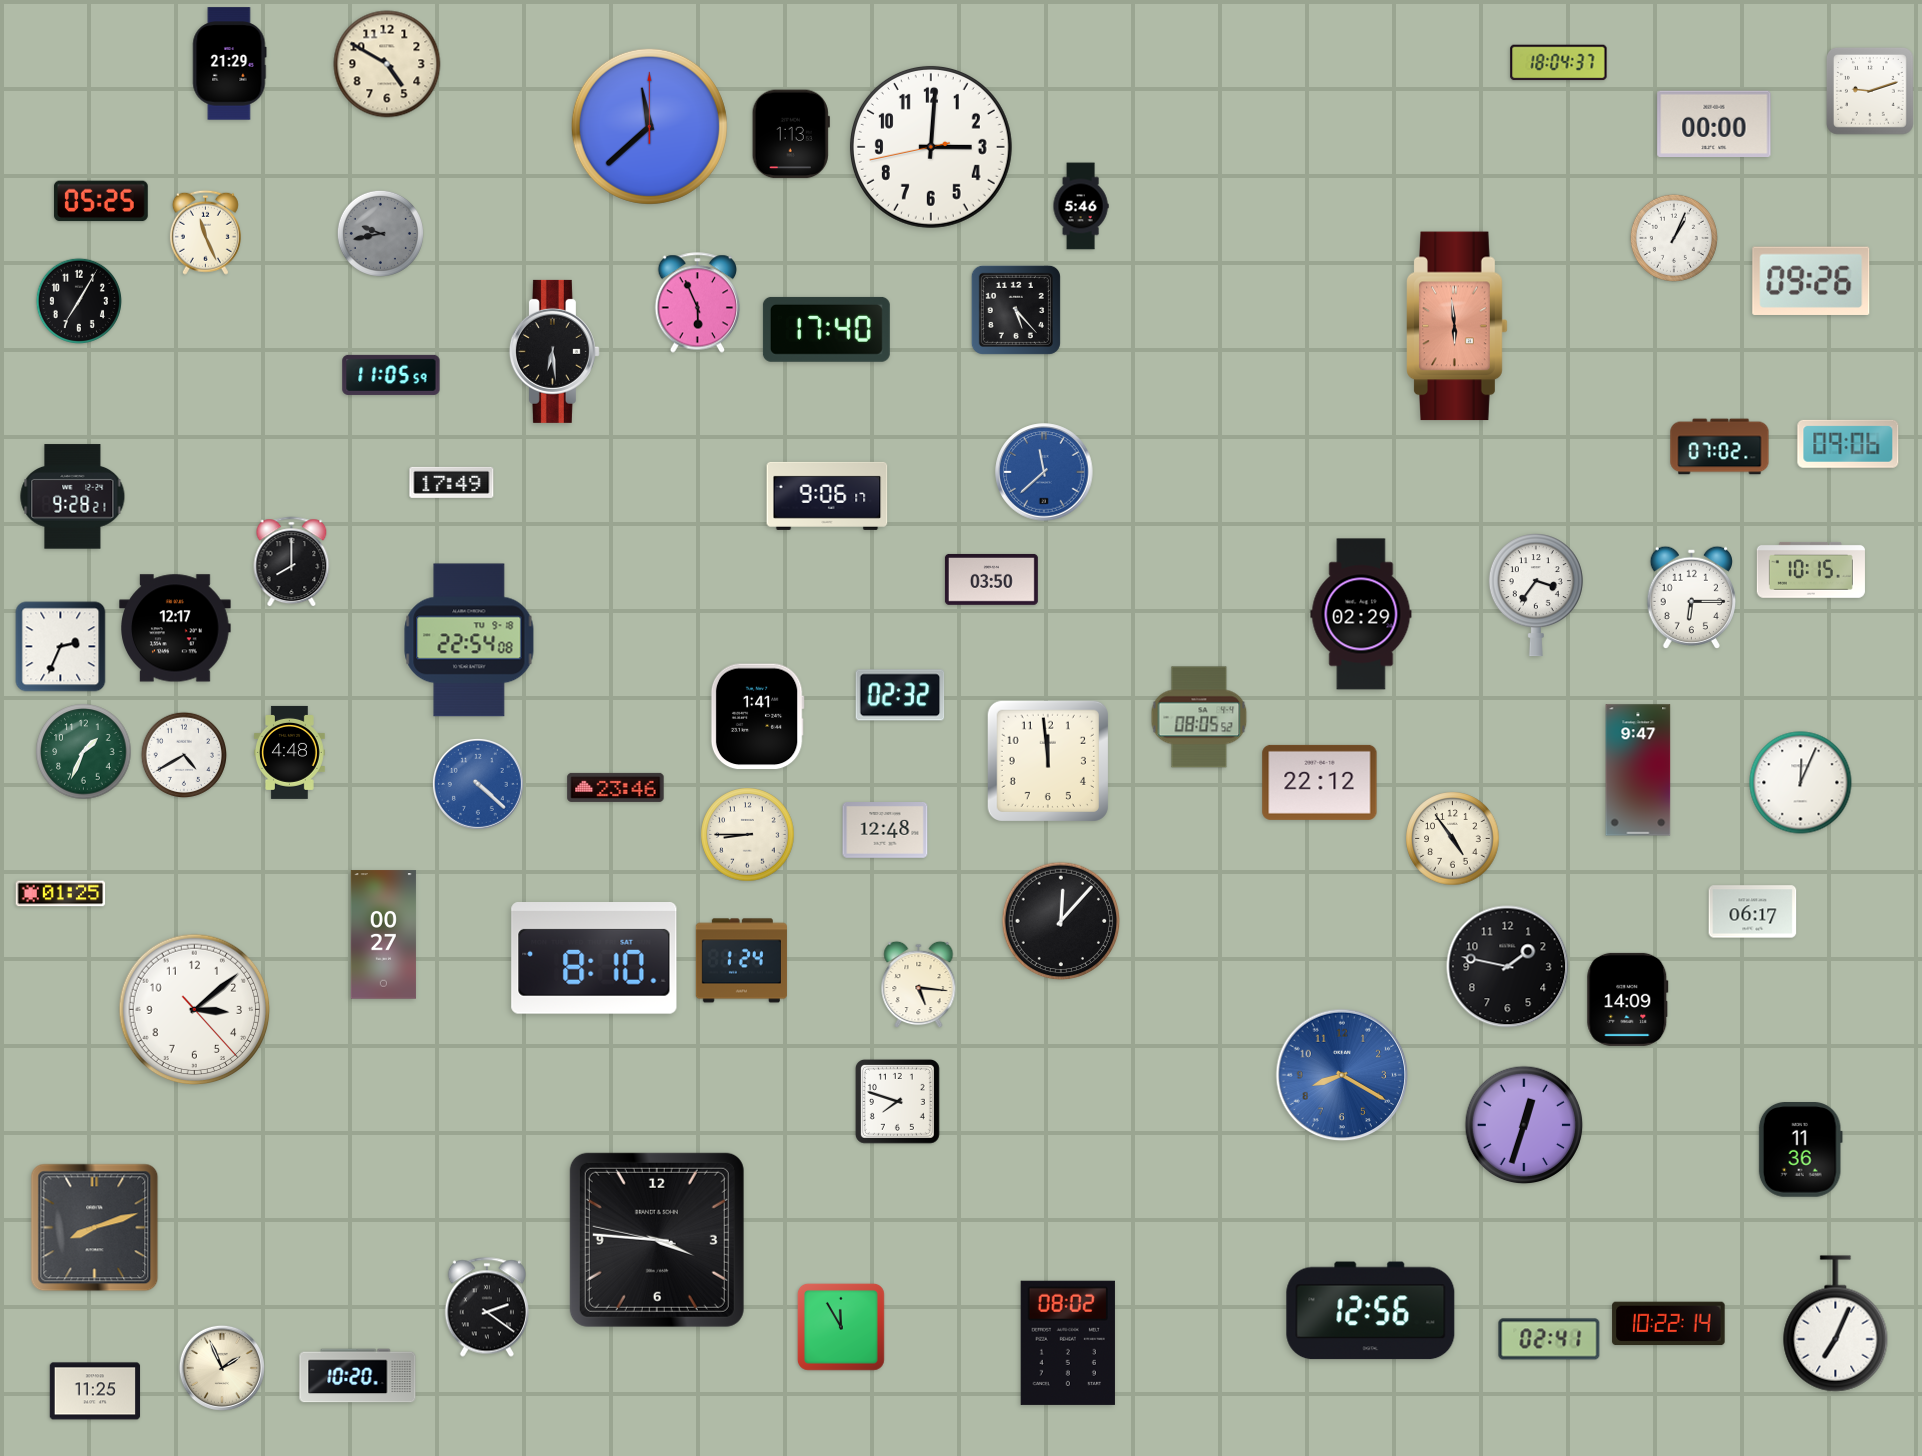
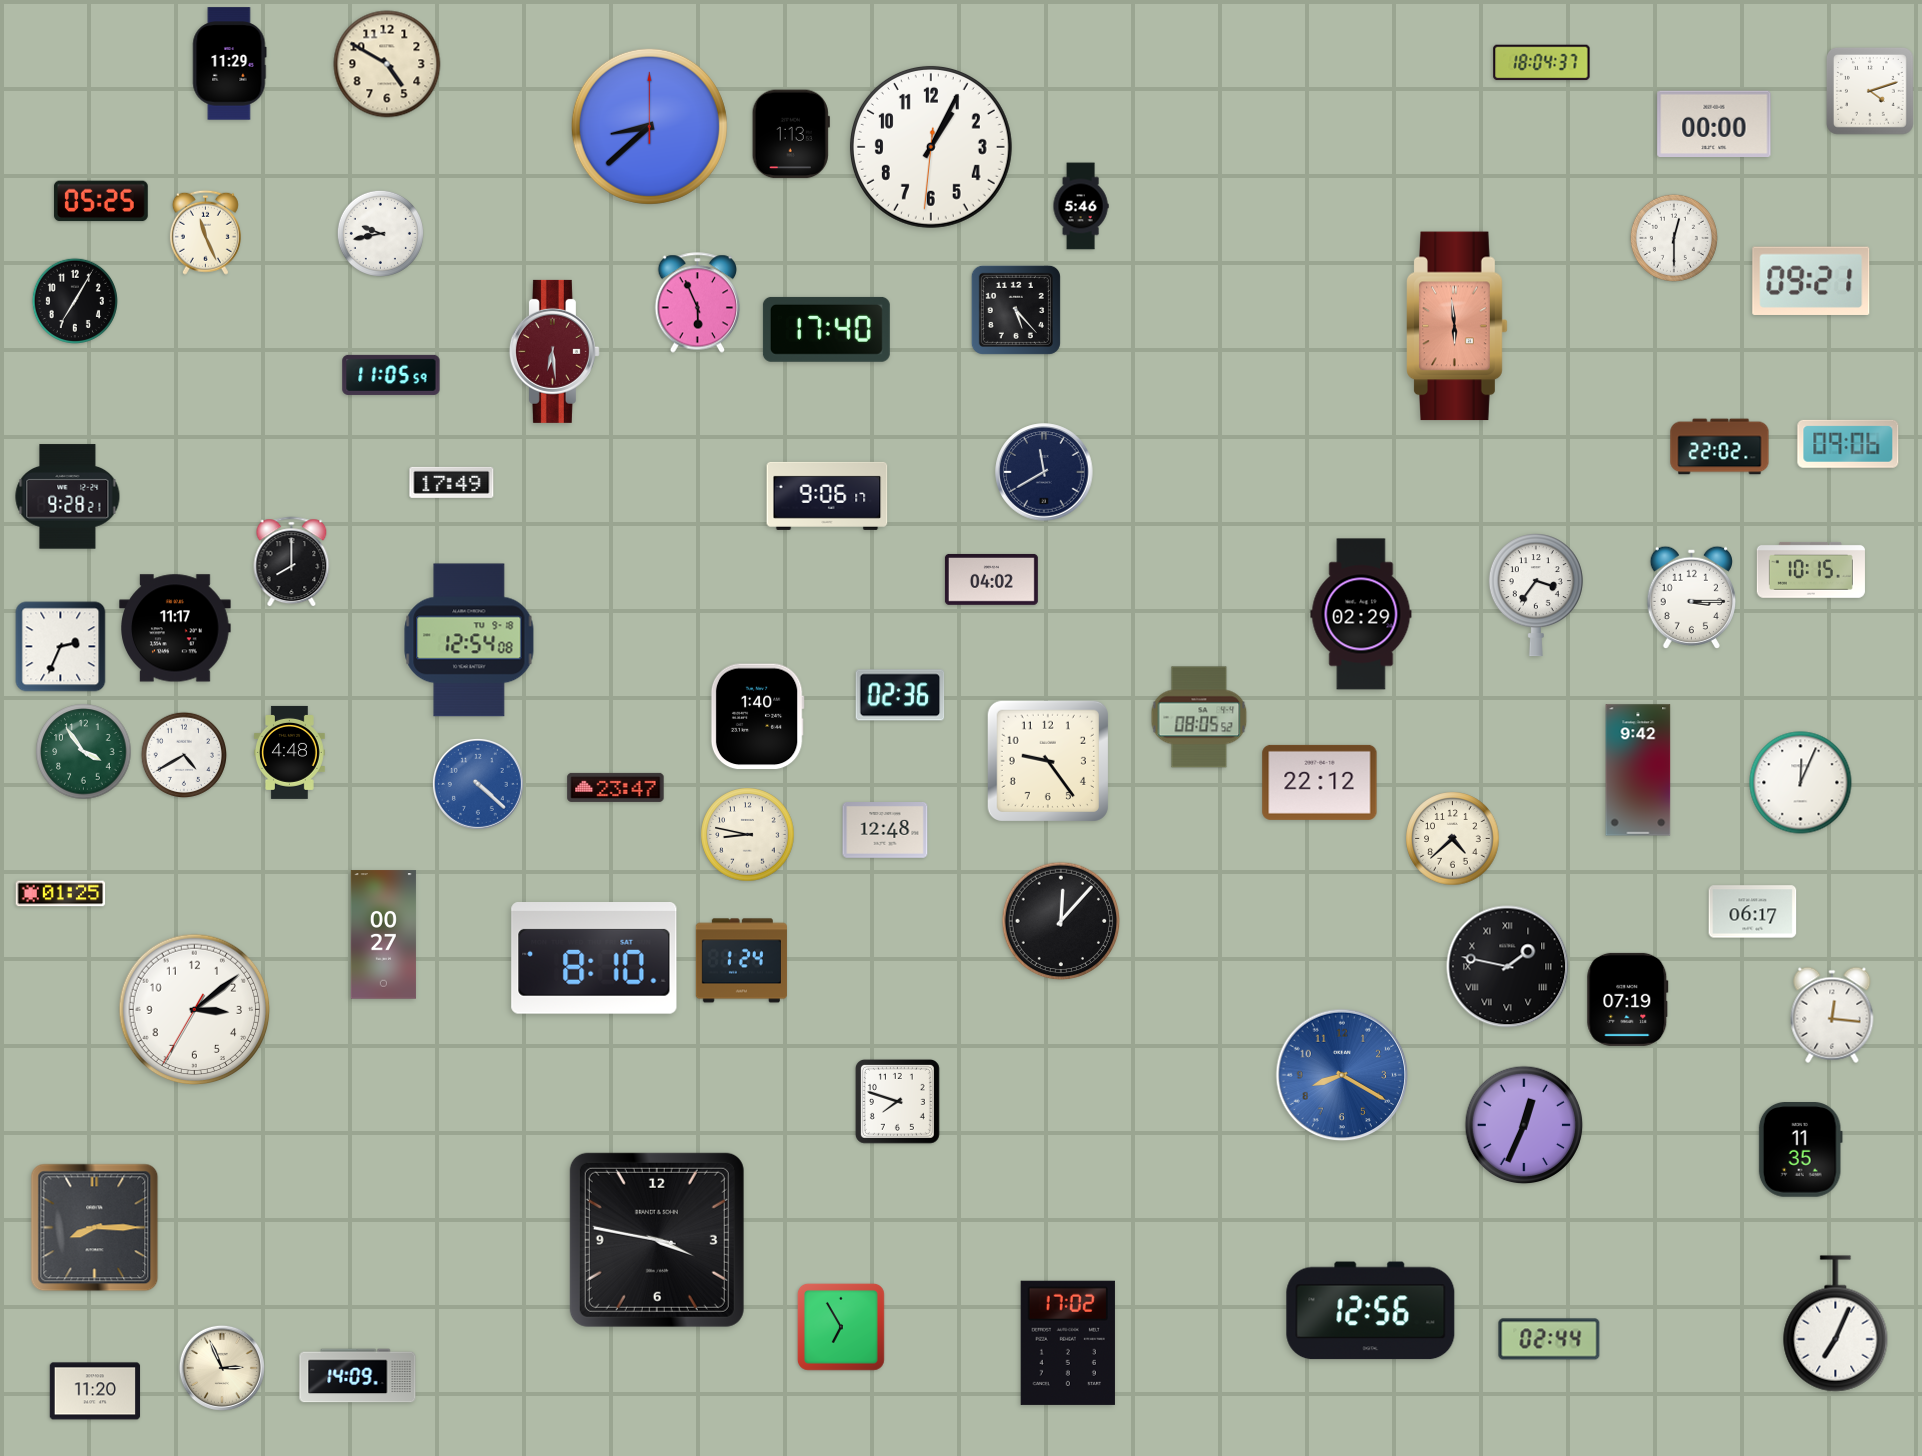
clock at (1559, 63) position: (1559, 63) -> (1542, 63)
clock at (230, 64): 21:29 -> 11:29
clock at (1870, 91): 9:12 -> 4:12
clock at (649, 126): 11:38 -> 8:38
clock at (931, 147): 3:00 -> 1:04
clock at (380, 233) dial: grey -> white
clock at (1674, 238): 1:04 -> 12:30
clock at (1811, 281): 09:26 -> 09:21
clock at (78, 300) position: (78, 300) -> (74, 300)
clock at (554, 351) dial: black -> burgundy
clock at (1720, 447): 07:02 -> 22:02
clock at (1044, 472): 11:38 -> 11:40
clock at (1044, 472) dial: blue -> navy
clock at (73, 497) position: (73, 497) -> (68, 497)
clock at (991, 579): 03:50 -> 04:02
clock at (1691, 597): 6:15 -> 3:15
clock at (175, 628): 12:17 -> 11:17
clock at (469, 640): 22:54 -> 12:54
clock at (900, 695): 02:32 -> 02:36
clock at (757, 717): 1:41 -> 1:40
clock at (84, 752): 1:34 -> 3:54
clock at (1048, 761): 11:59 -> 9:24
clock at (1638, 770): 9:47 -> 9:42
clock at (616, 787): 23:46 -> 23:47
clock at (748, 835): 8:45 -> 8:47
clock at (1453, 839): 4:54 -> 4:38
clock at (1508, 967) numerals: Arabic -> Roman
clock at (919, 985): 5:16 -> none
clock at (1628, 999): 14:09 -> 07:19
clock at (195, 1010): 3:08:23 -> 3:08:35
clock at (1832, 1015): none -> 12:16
clock at (1524, 1125): 12:33 -> 12:34
clock at (1800, 1150): 11:36 -> 11:35
clock at (95, 1228): 8:12 -> 8:15
clock at (657, 1240): 3:45 -> 3:46
clock at (487, 1307): 2:21 -> none
clock at (1669, 1324): 10:22 -> none
clock at (841, 1327): 11:55 -> 6:55
clock at (1549, 1339): 02:41 -> 02:44
clock at (1068, 1343): 08:02 -> 17:02
clock at (222, 1368): 1:56 -> 2:56
clock at (358, 1376): 10:20 -> 14:09
clock at (95, 1391): 11:25 -> 11:20
